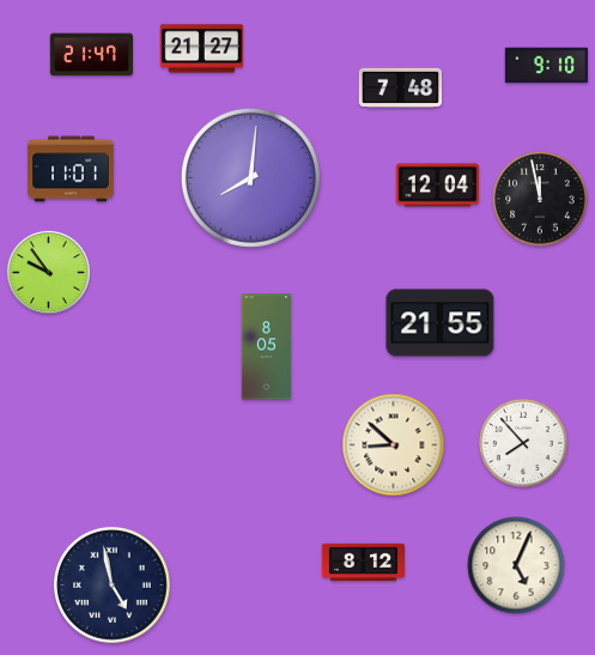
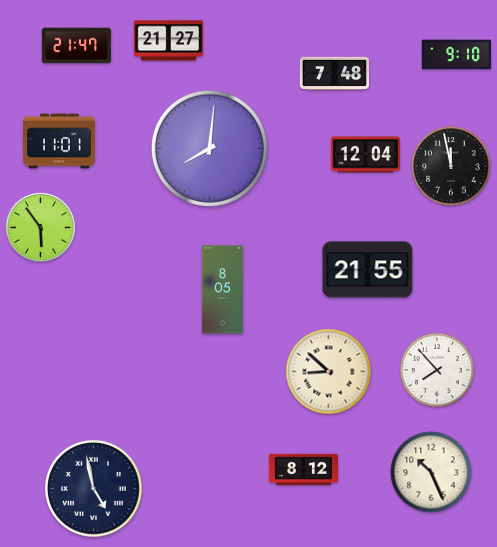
clock at (48, 272): 9:54 -> 5:54
clock at (516, 565): 5:04 -> 10:26
